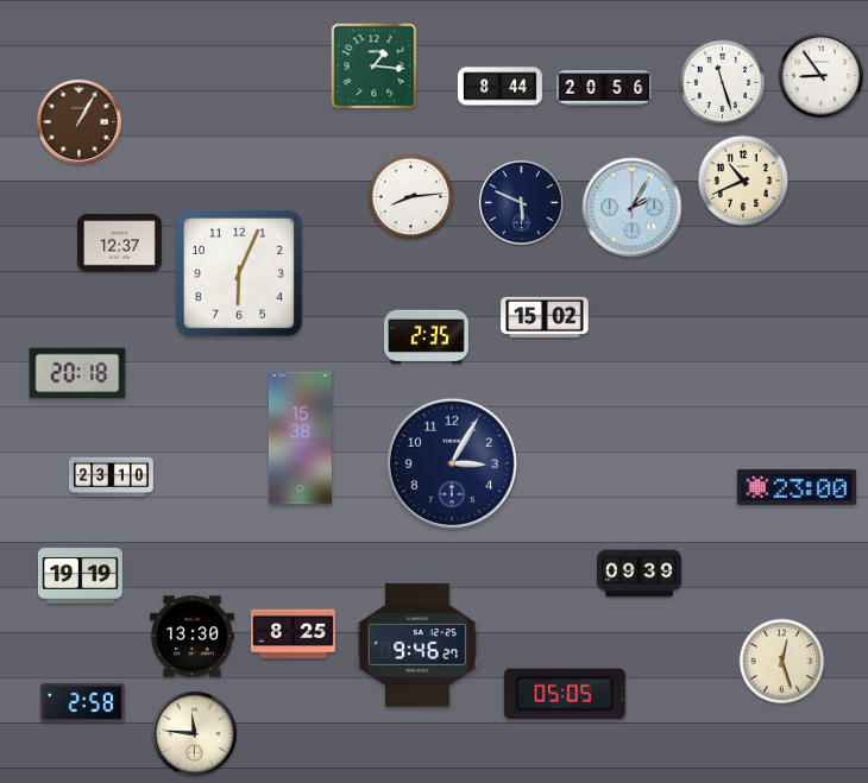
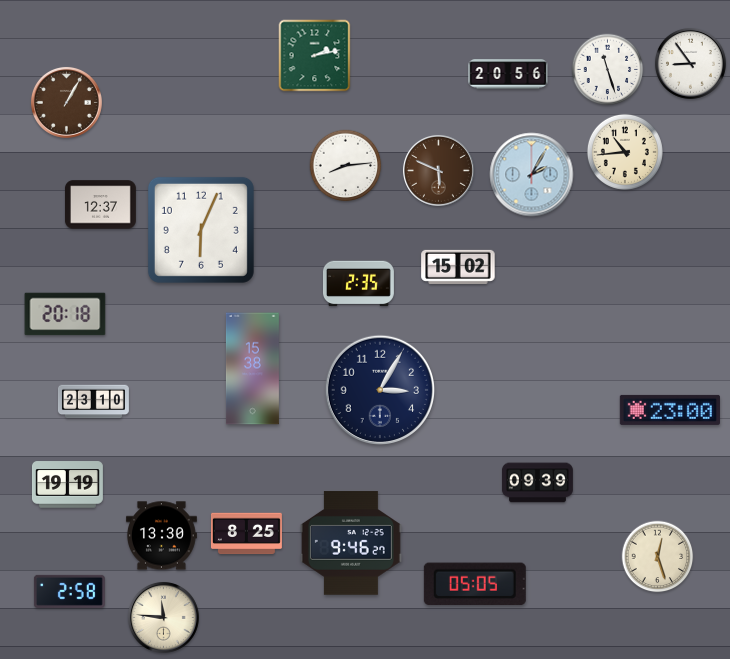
clock at (375, 67): 1:16 -> 2:13
clock at (499, 87): 8:44 -> none
clock at (743, 181): 10:41 -> 10:44
clock at (521, 202) dial: navy -> brown
